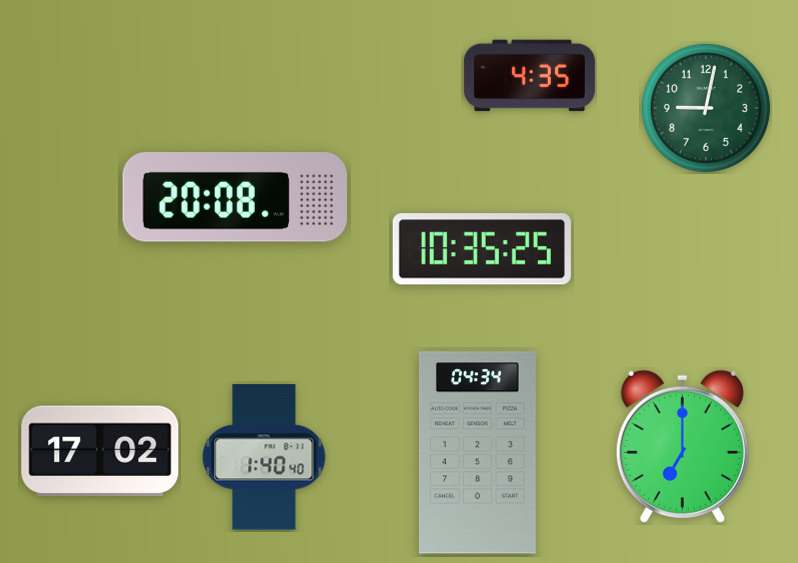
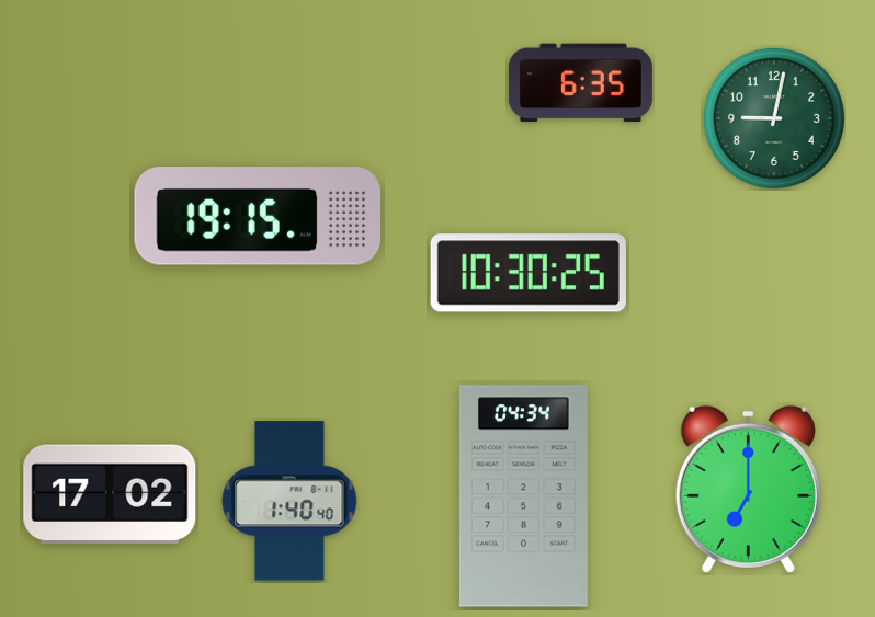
clock at (529, 76): 4:35 -> 6:35
clock at (234, 197): 20:08 -> 19:15
clock at (482, 249): 10:35 -> 10:30
